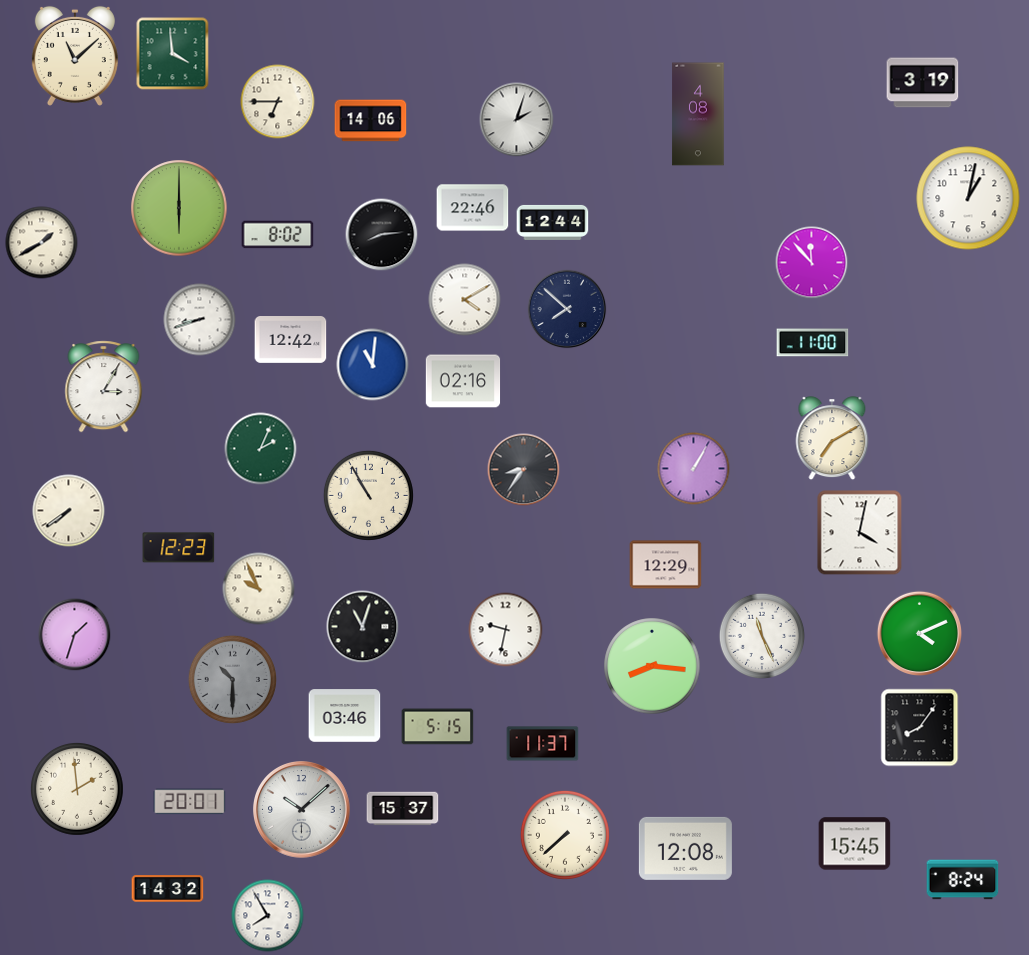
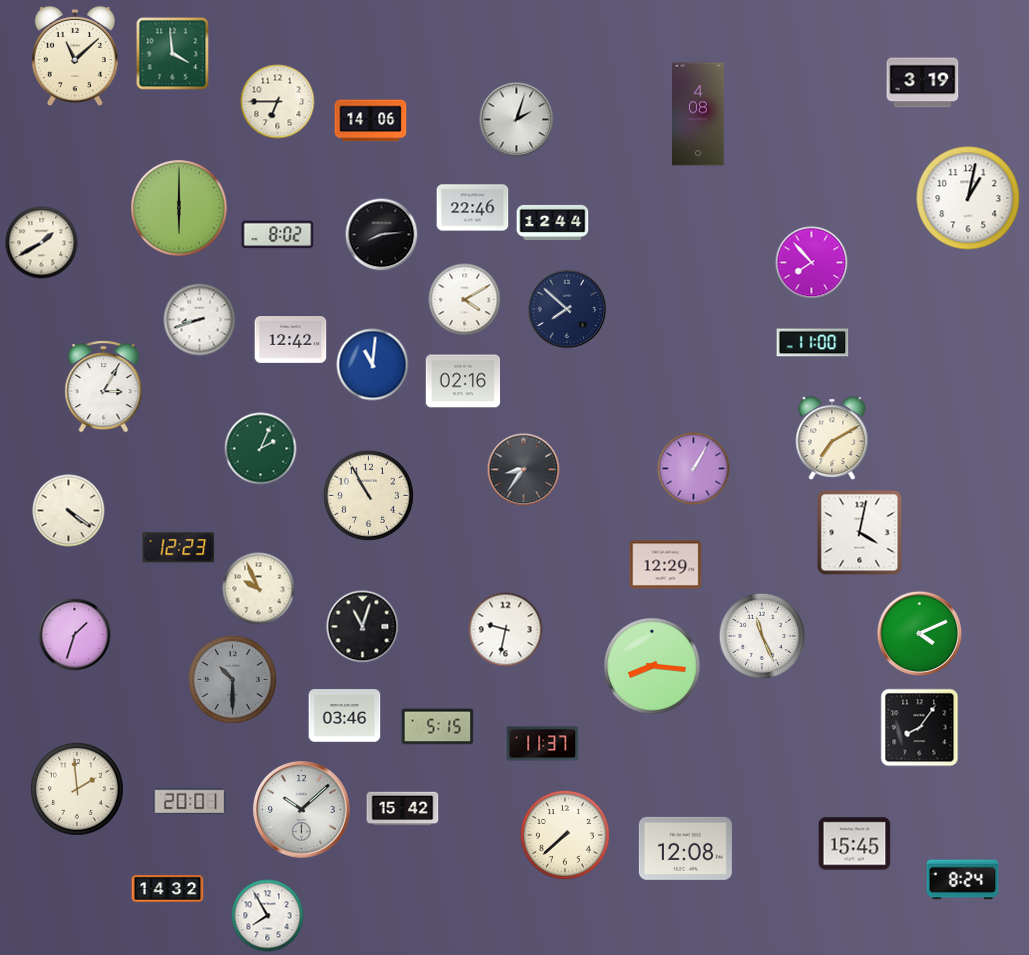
clock at (812, 263): 11:53 -> 7:53
clock at (69, 511): 7:39 -> 4:21
clock at (403, 809): 15:37 -> 15:42
